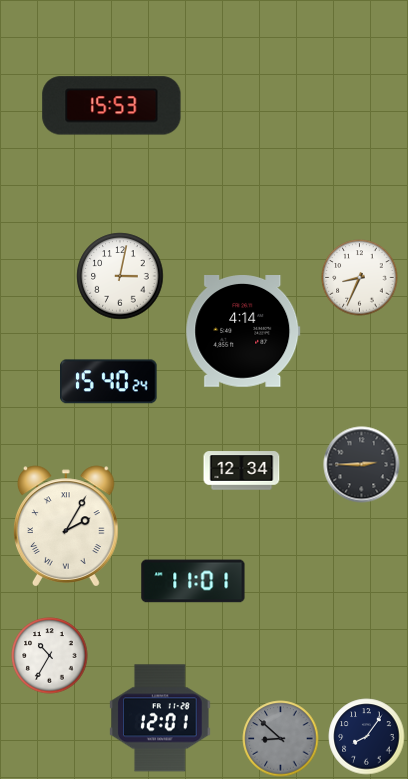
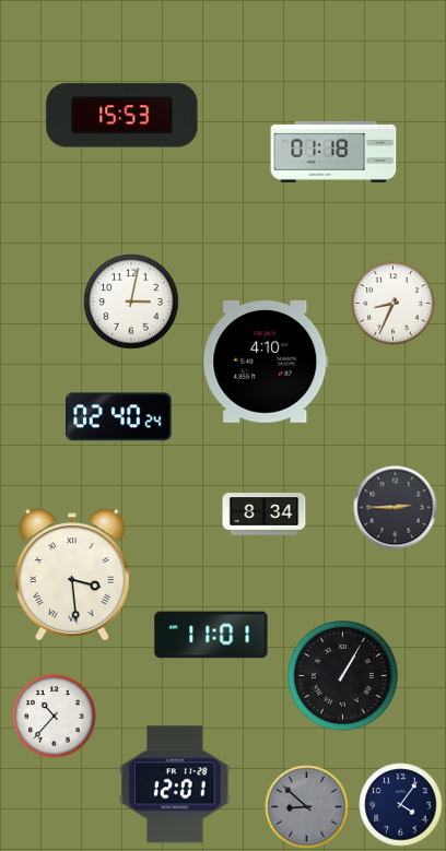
clock at (333, 152): none -> 01:18
clock at (243, 332): 4:14 -> 4:10
clock at (109, 382): 15:40 -> 02:40
clock at (242, 471): 12:34 -> 8:34
clock at (67, 526): 2:05 -> 3:29
clock at (343, 676): none -> 1:05
clock at (50, 656): 10:35 -> 10:37
clock at (367, 737): 8:06 -> 4:06
